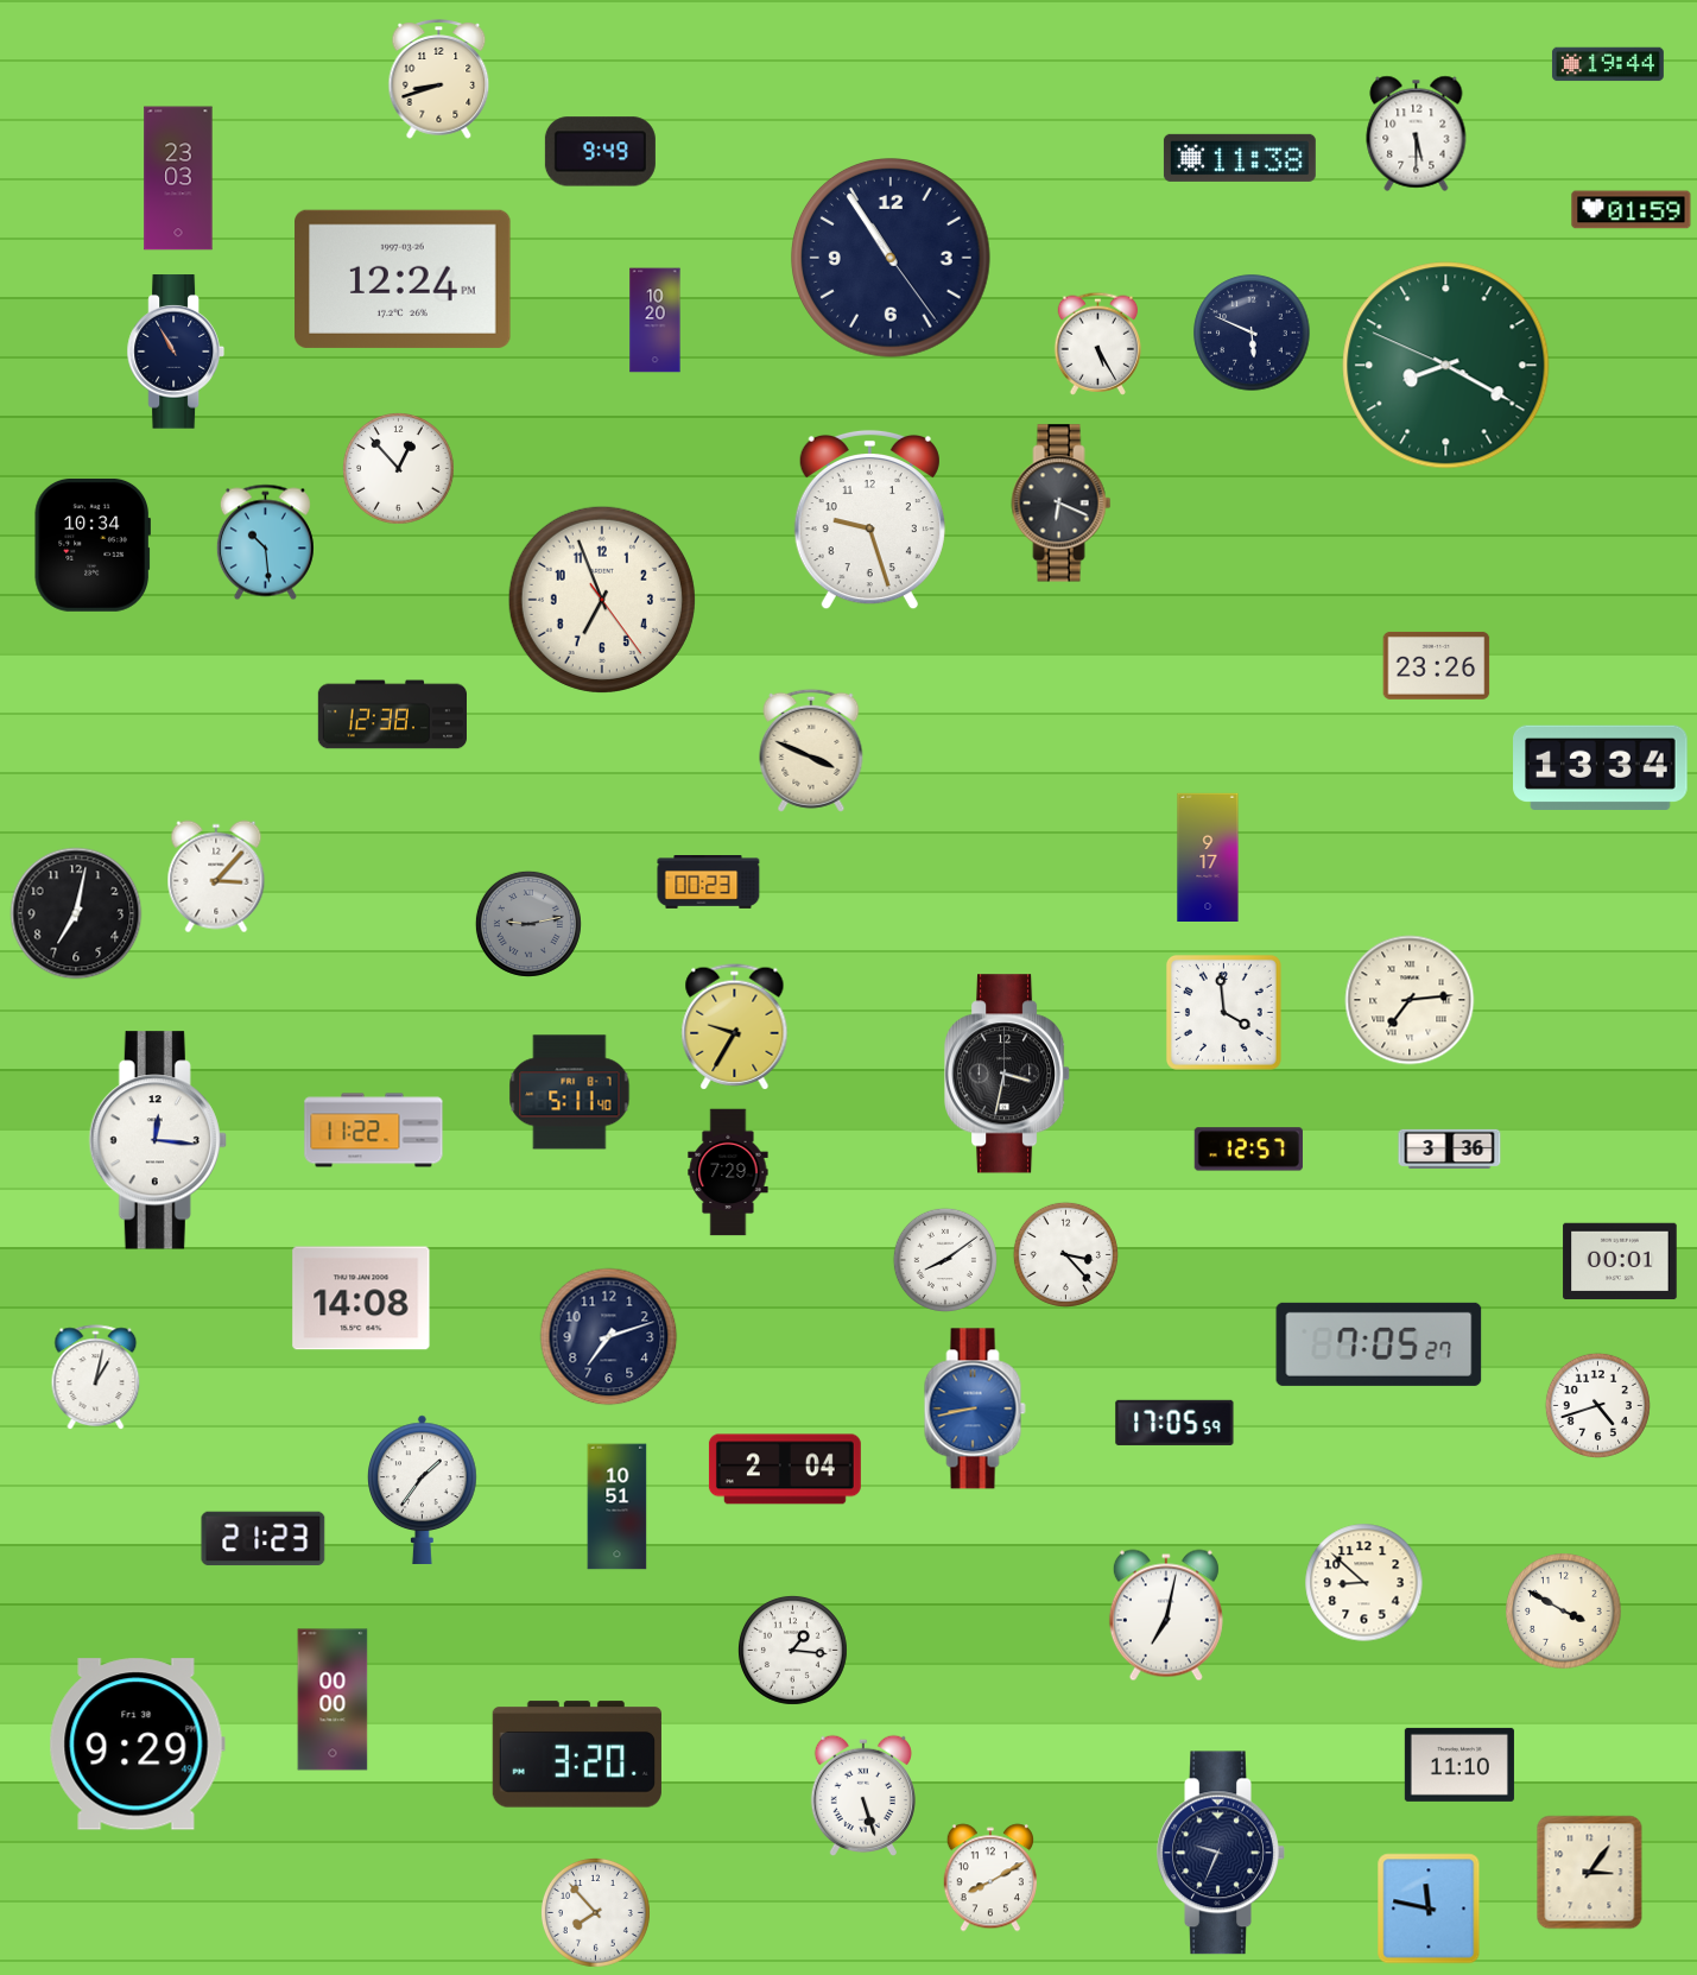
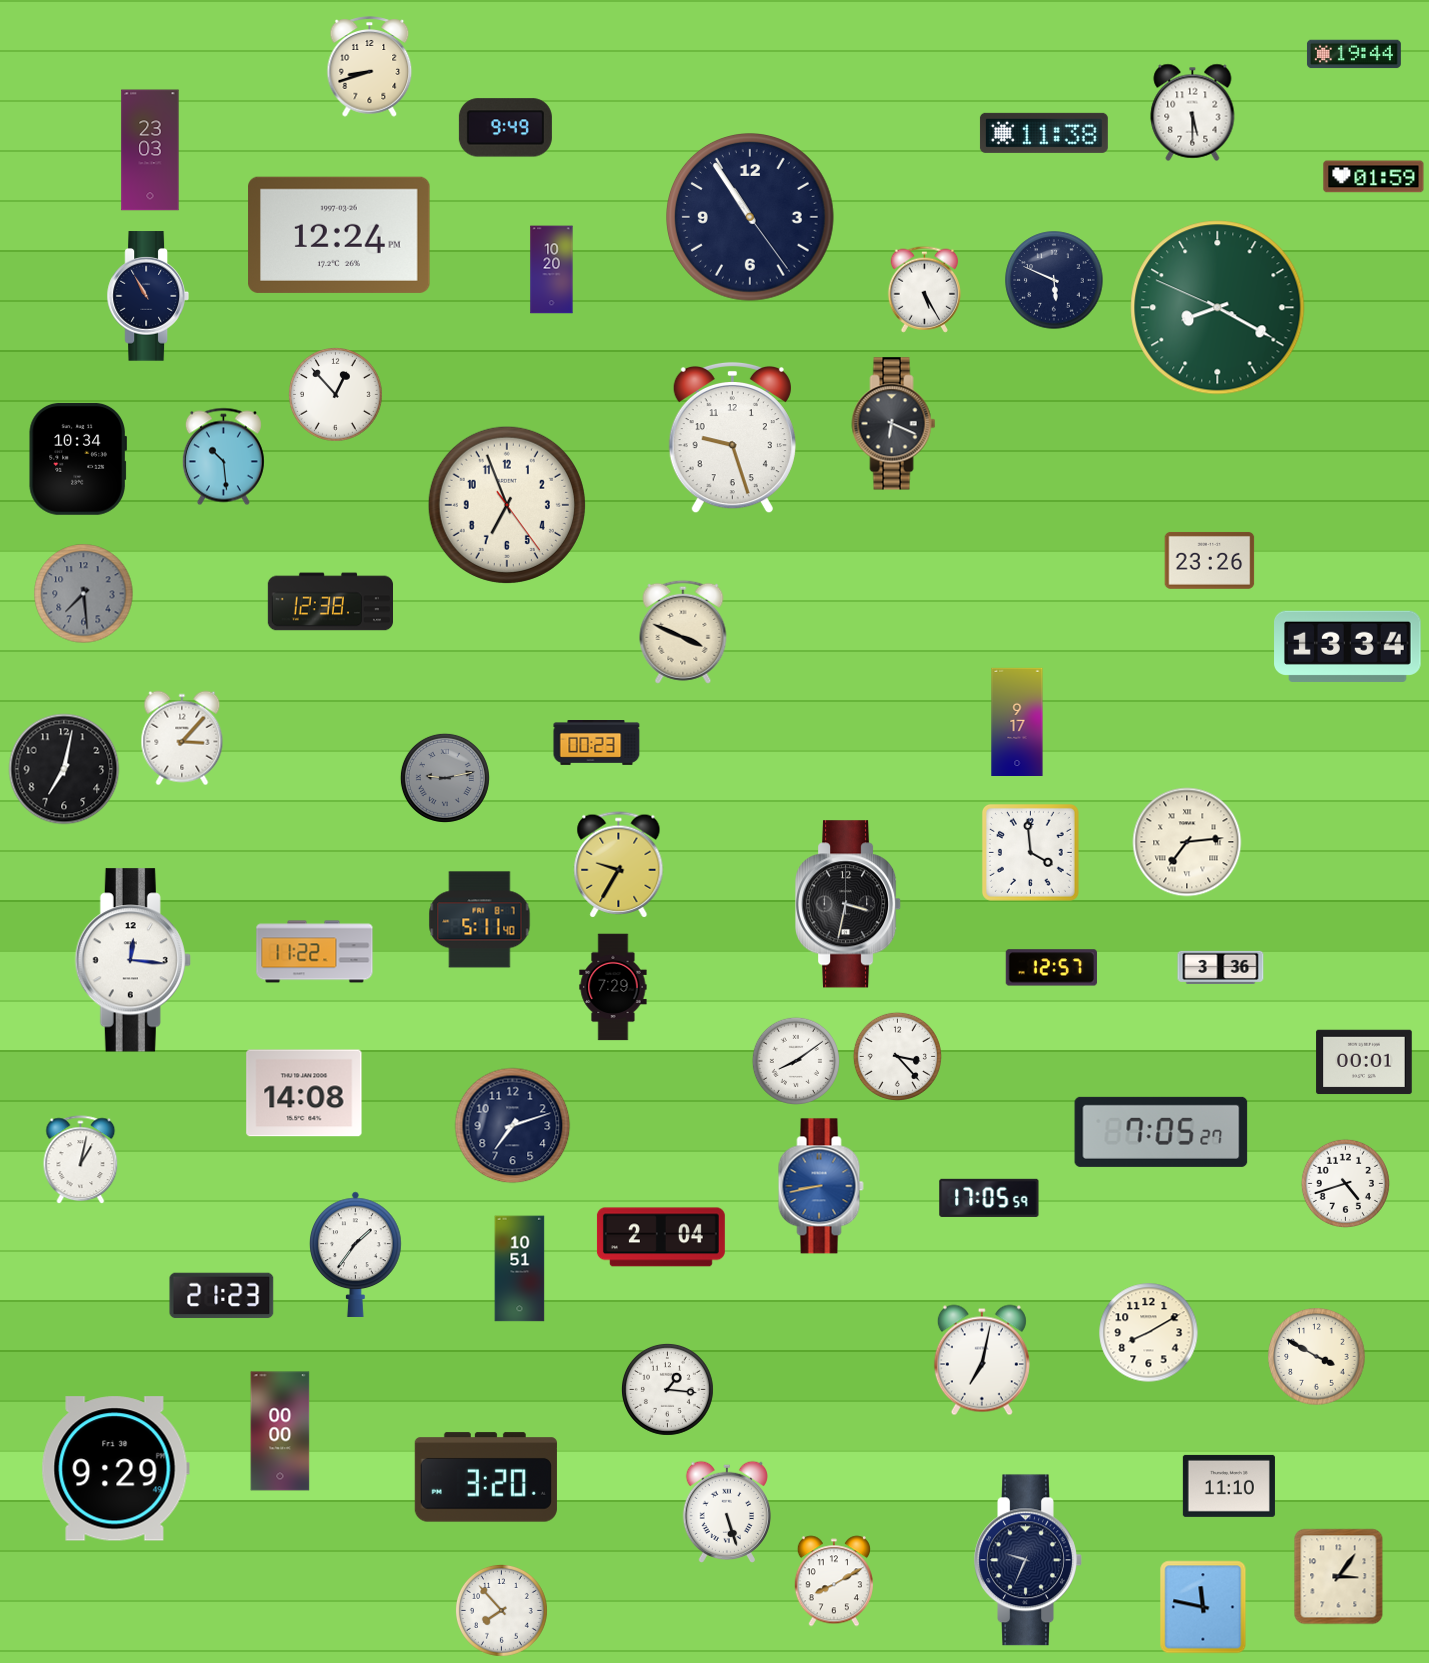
clock at (84, 594): none -> 7:29
clock at (1364, 1583): 8:52 -> 8:10
